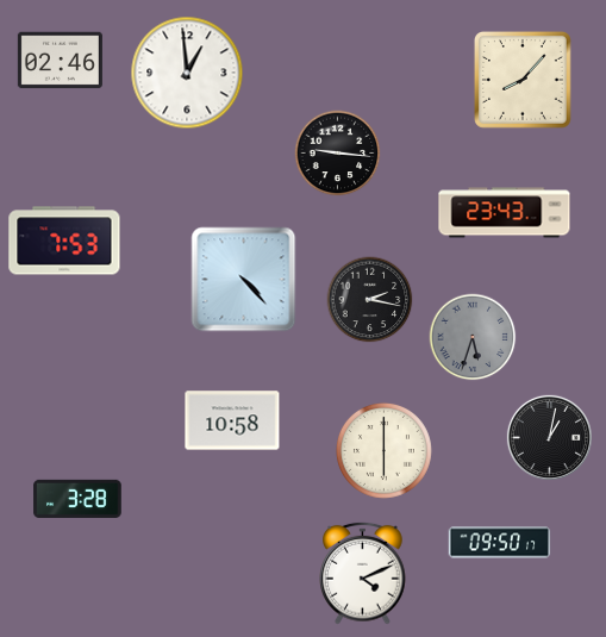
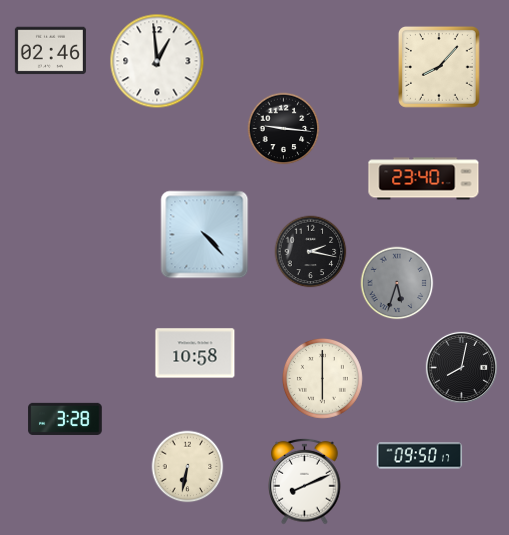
clock at (505, 213): 23:43 -> 23:40
clock at (64, 241): 7:53 -> none
clock at (549, 437): 1:02 -> 8:02
clock at (188, 467): none -> 6:32
clock at (363, 573): 4:11 -> 8:11
